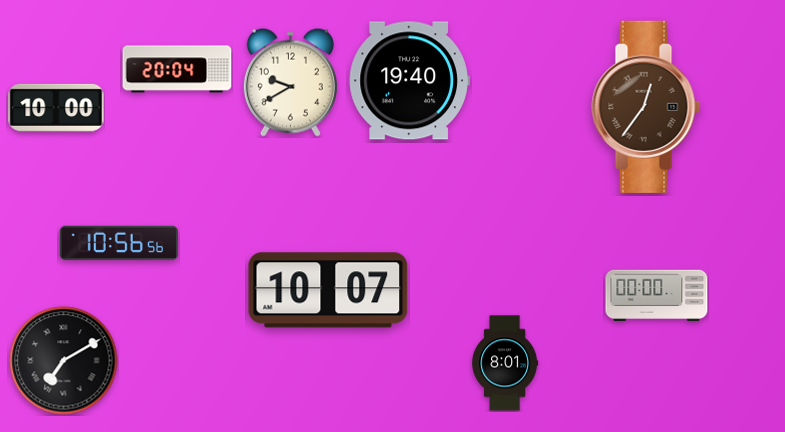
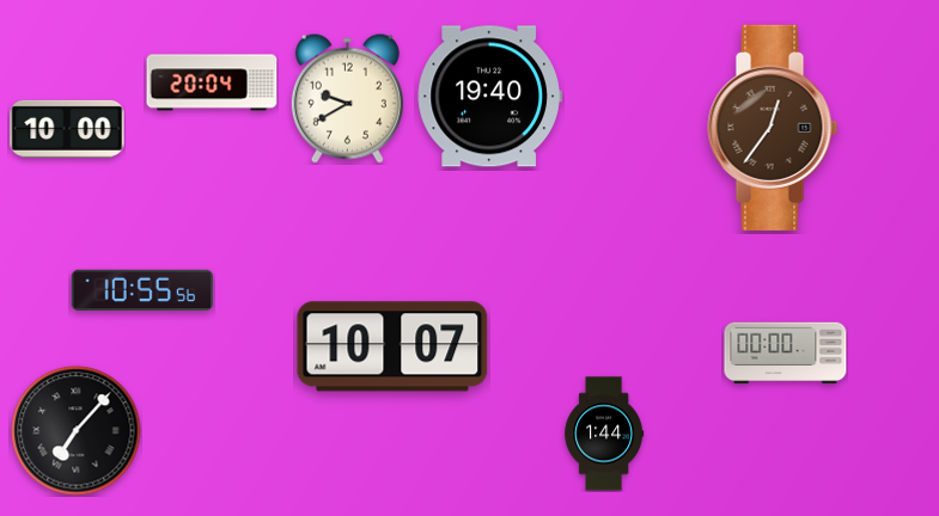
clock at (119, 243): 10:56 -> 10:55
clock at (64, 361): 7:10 -> 7:07
clock at (505, 363): 8:01 -> 1:44
